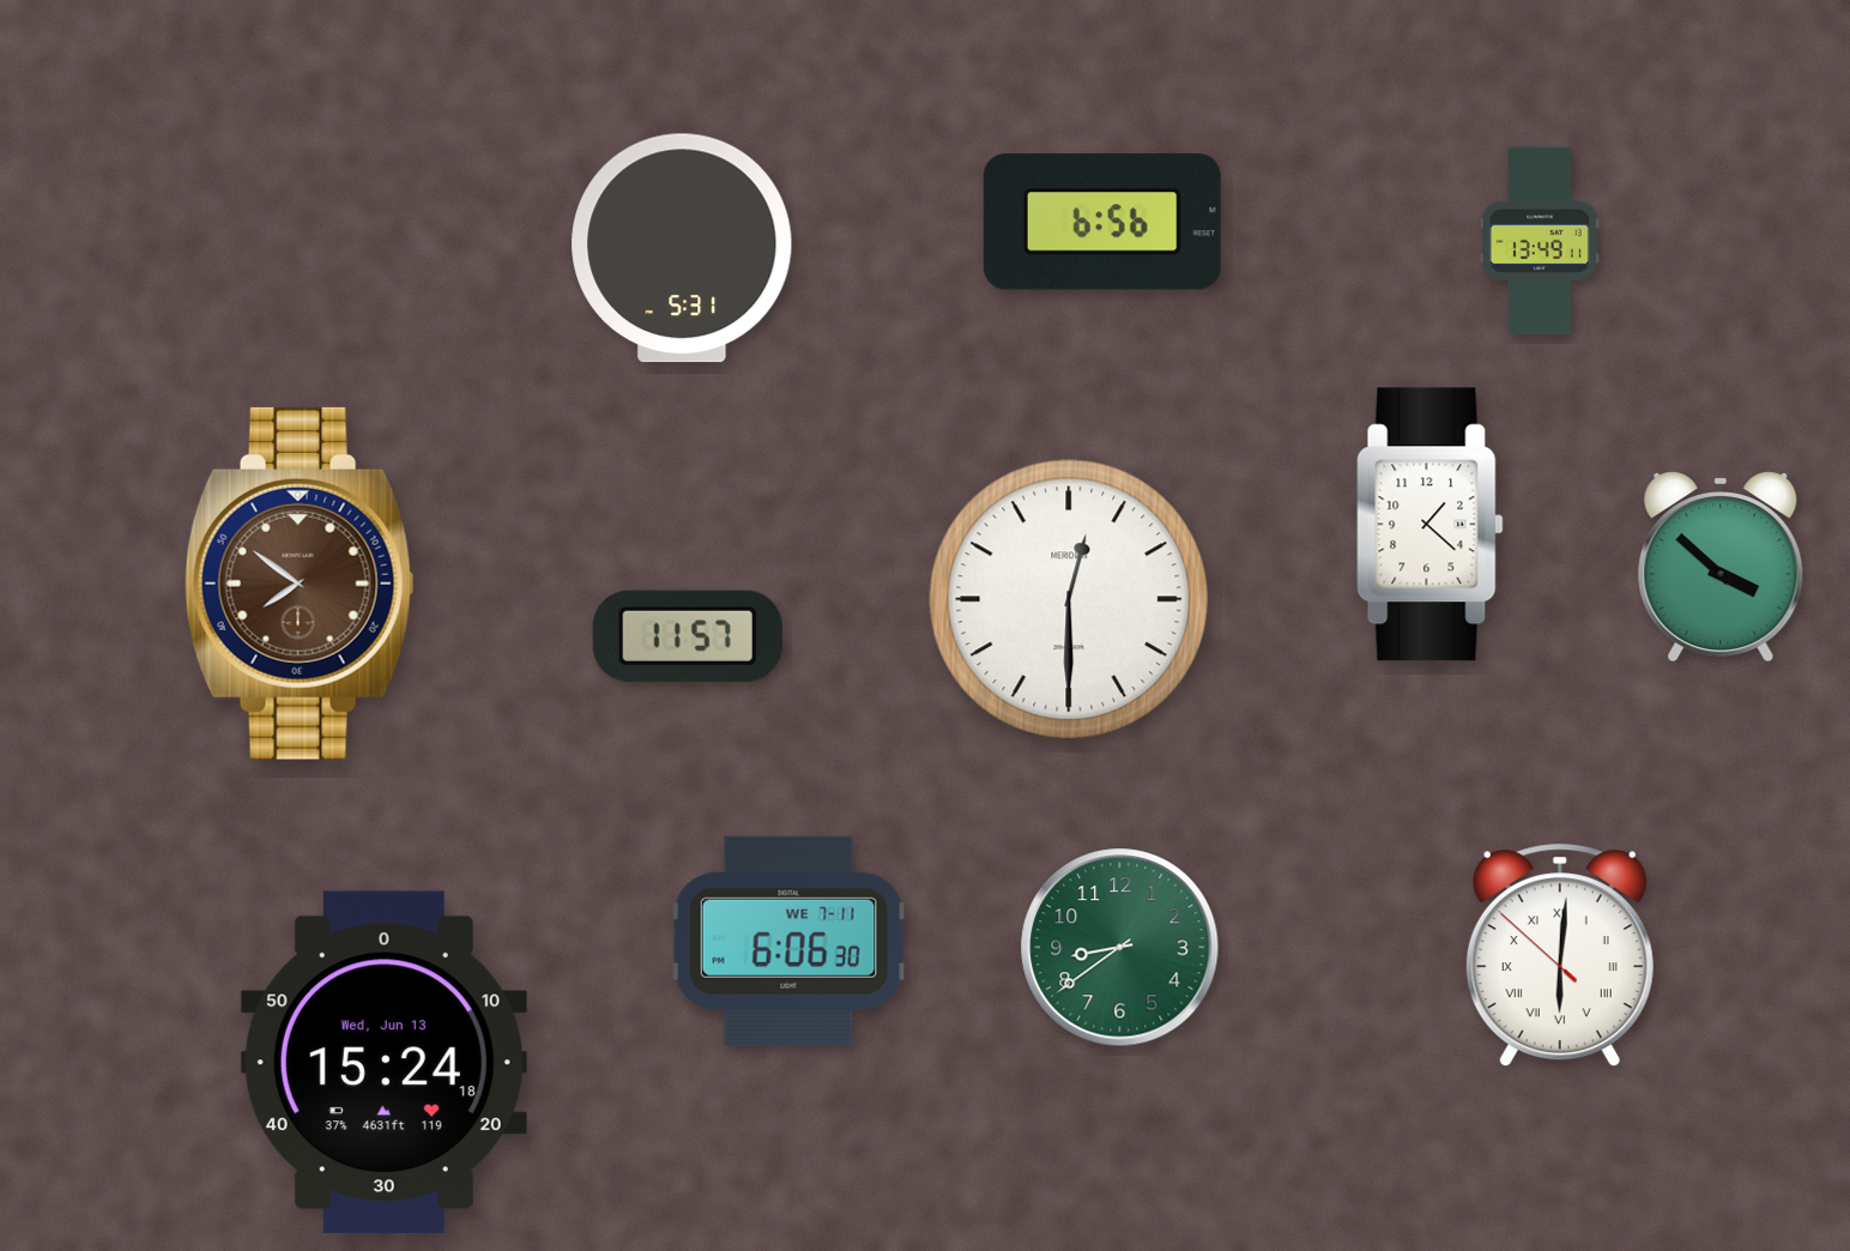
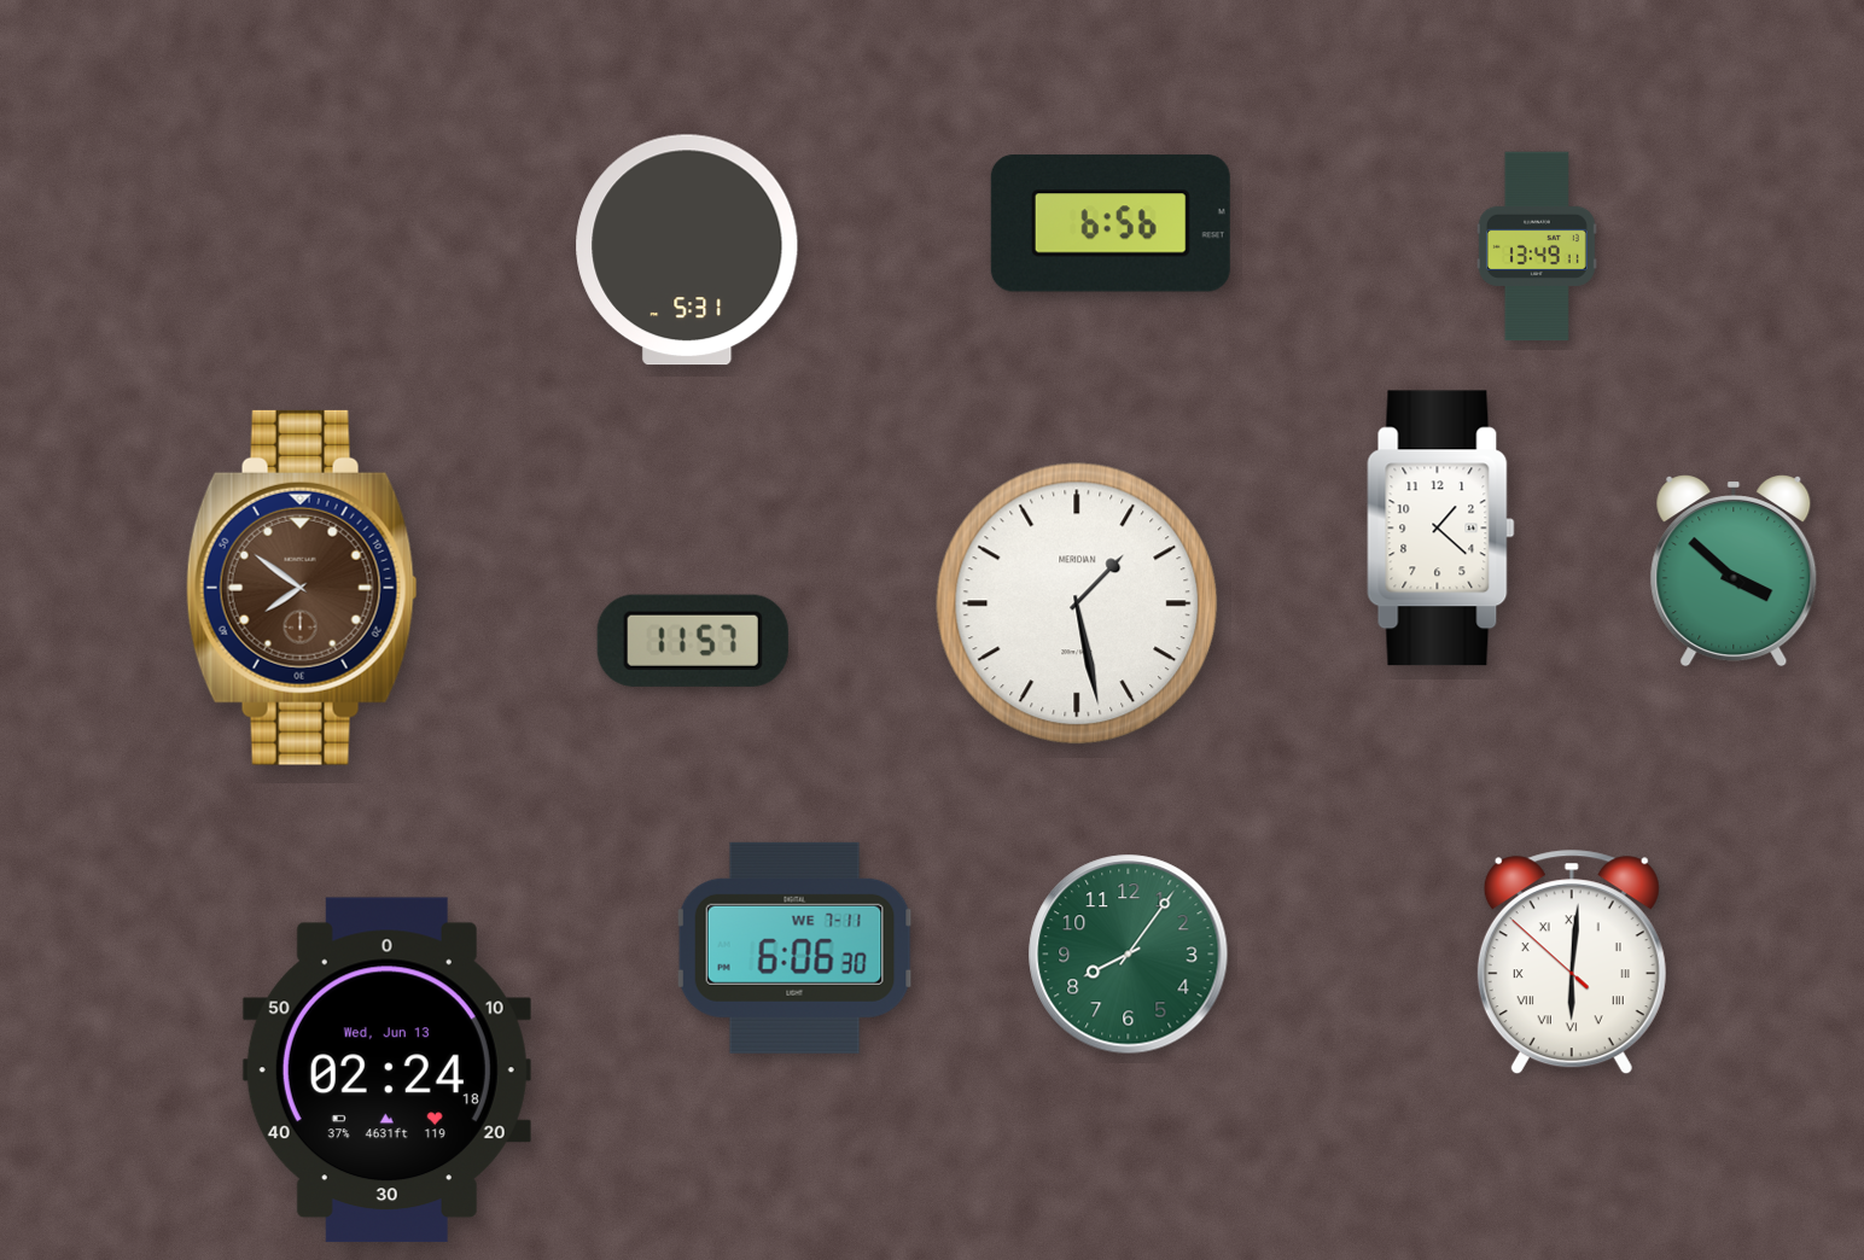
clock at (1540, 241) position: (1540, 241) -> (1537, 246)
clock at (1069, 599): 12:30 -> 1:28
clock at (1120, 948): 8:39 -> 8:06
clock at (383, 1063): 15:24 -> 02:24
